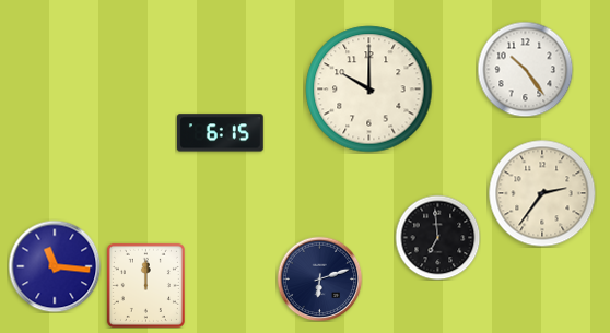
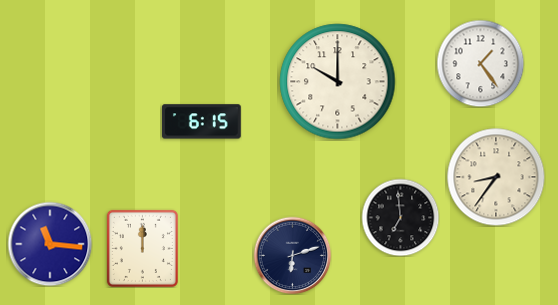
clock at (525, 69): 10:24 -> 1:24
clock at (542, 193): 2:36 -> 8:36
clock at (145, 285) position: (145, 285) -> (142, 248)
